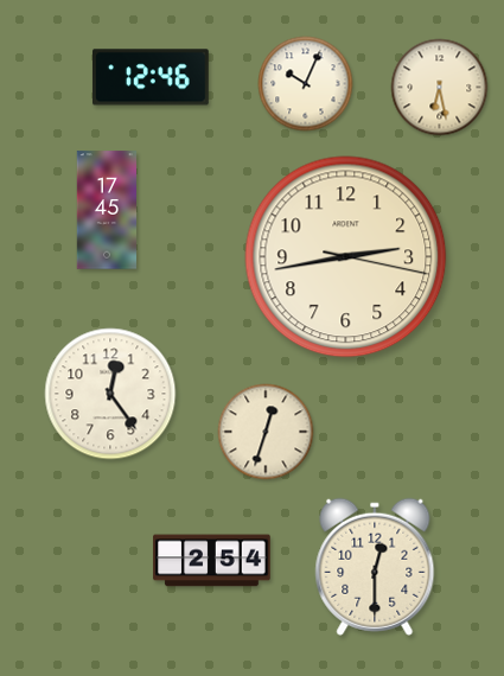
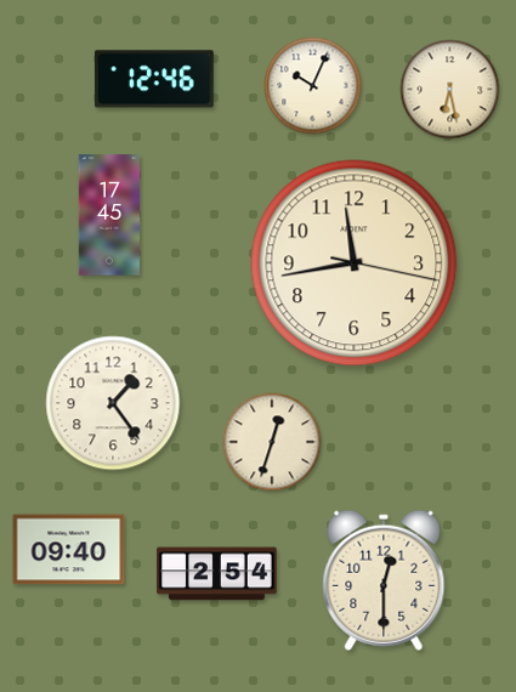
clock at (346, 257): 2:43 -> 11:43
clock at (110, 394): 12:24 -> 1:24
clock at (69, 550): none -> 09:40
